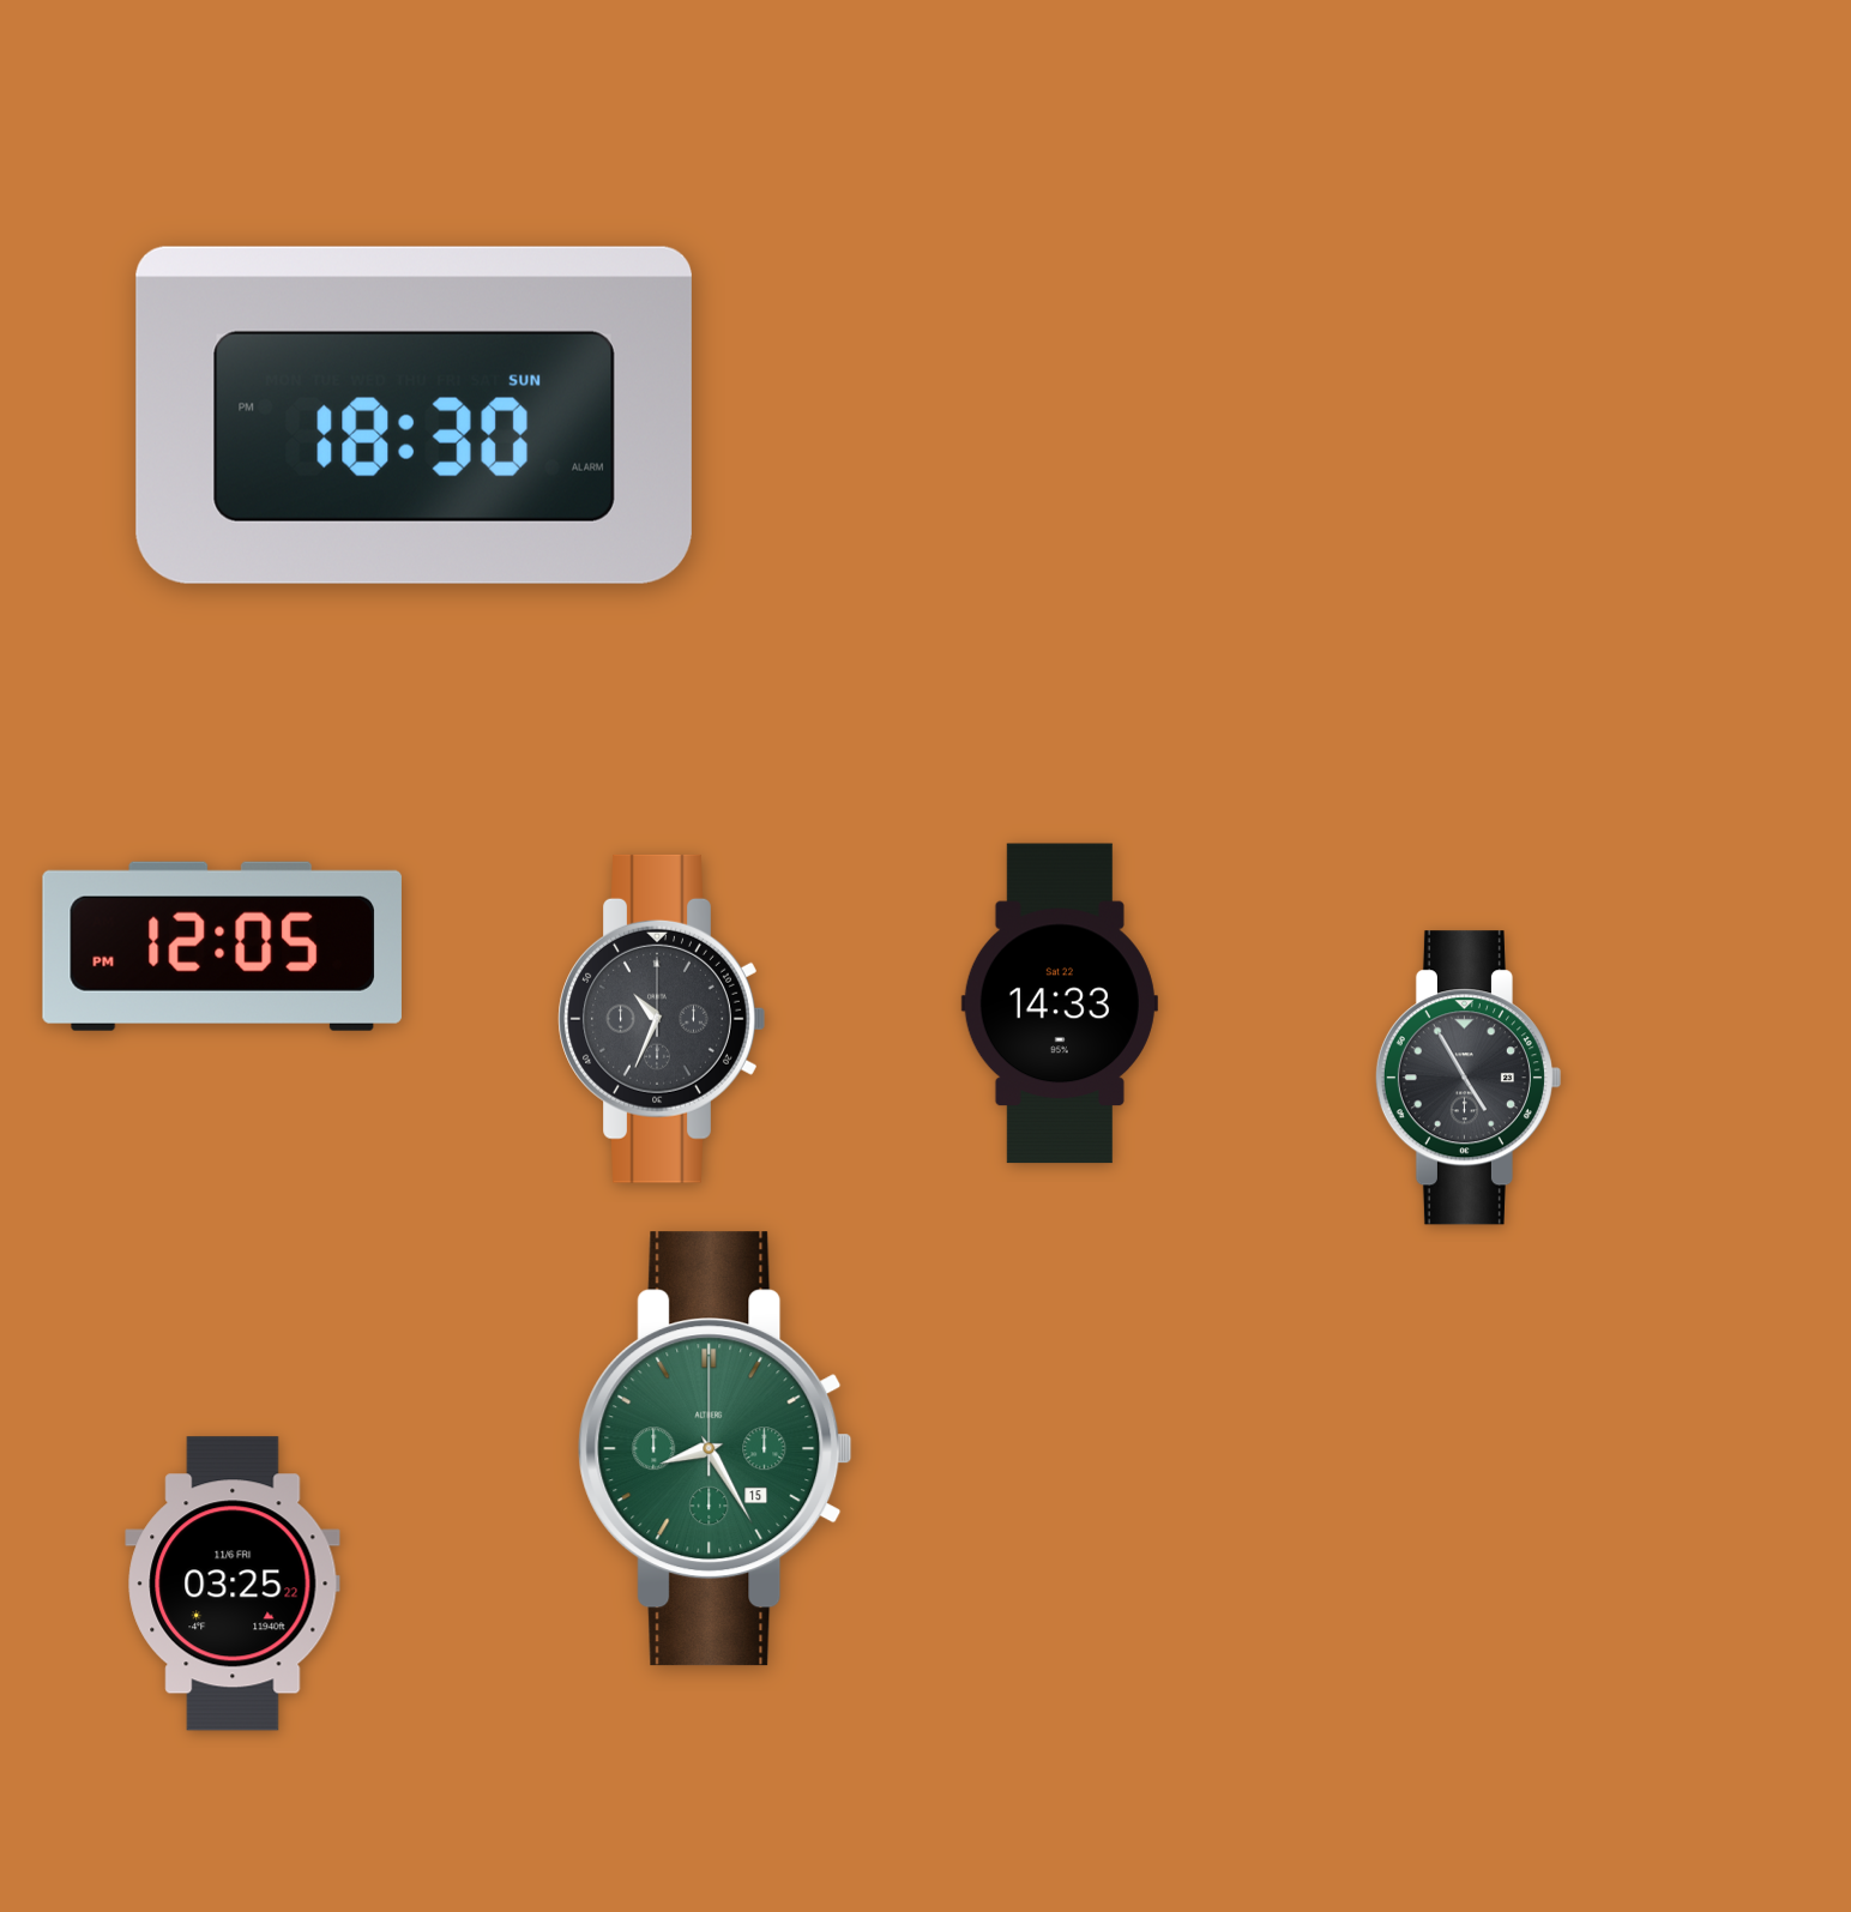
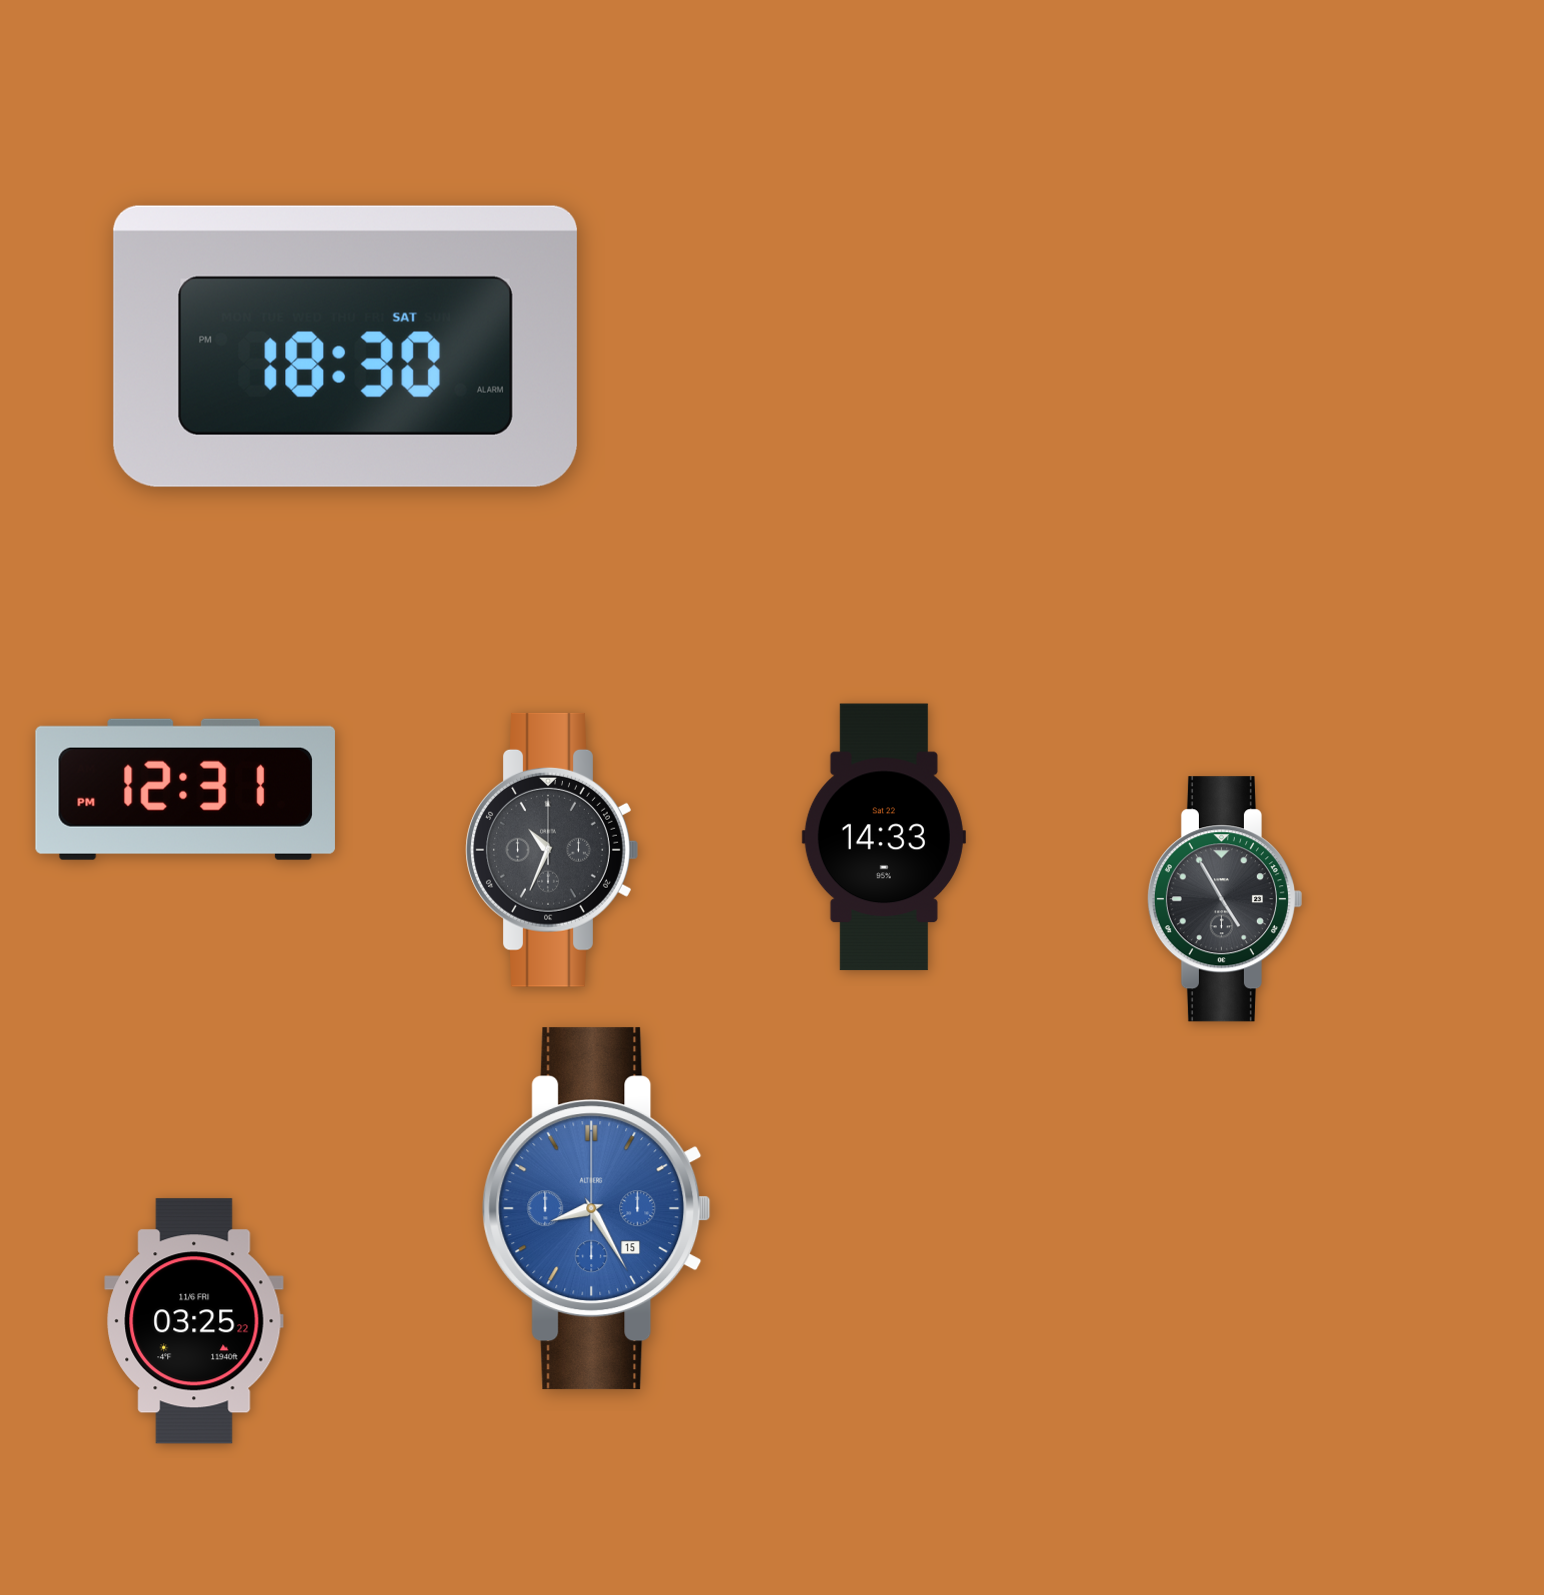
clock at (414, 415) date: SUN -> SAT
clock at (222, 946): 12:05 -> 12:31
clock at (716, 1449) dial: green -> blue
